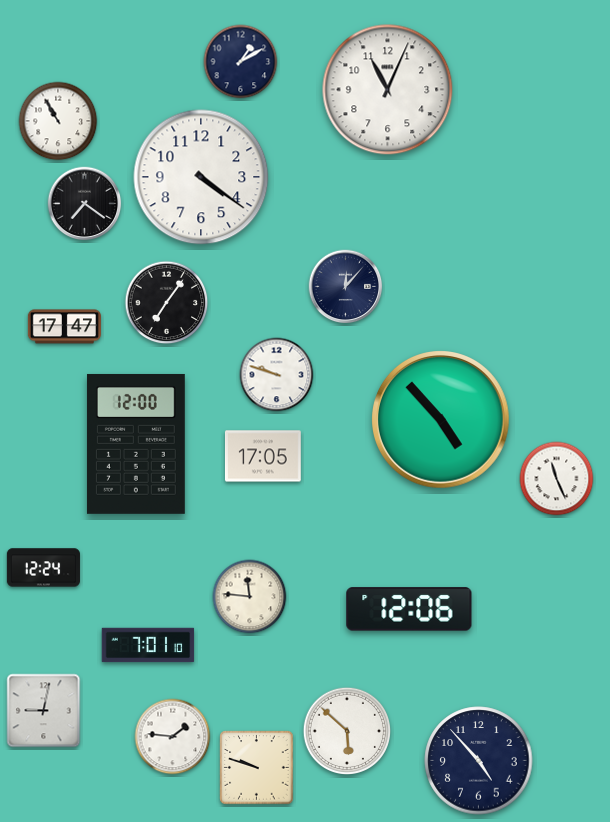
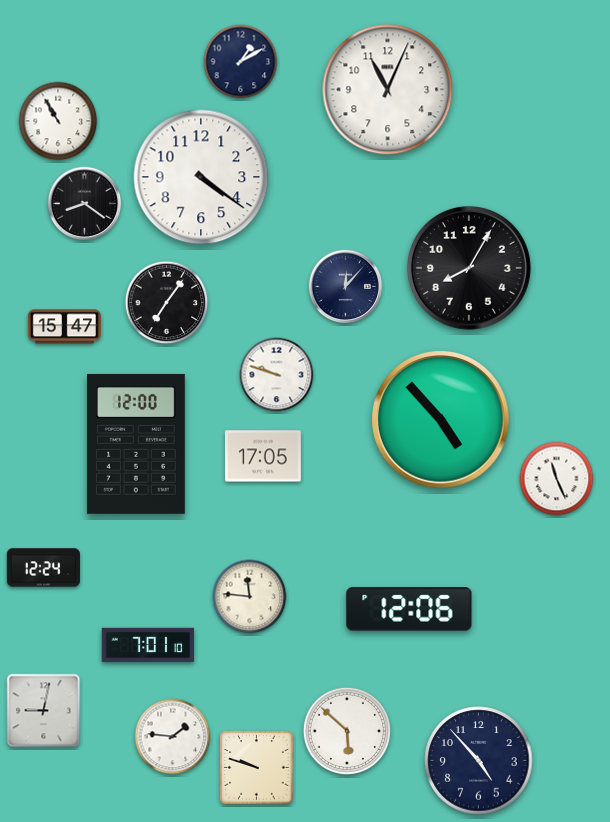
clock at (85, 204): 7:21 -> 8:21
clock at (469, 268): none -> 8:05
clock at (64, 327): 17:47 -> 15:47
